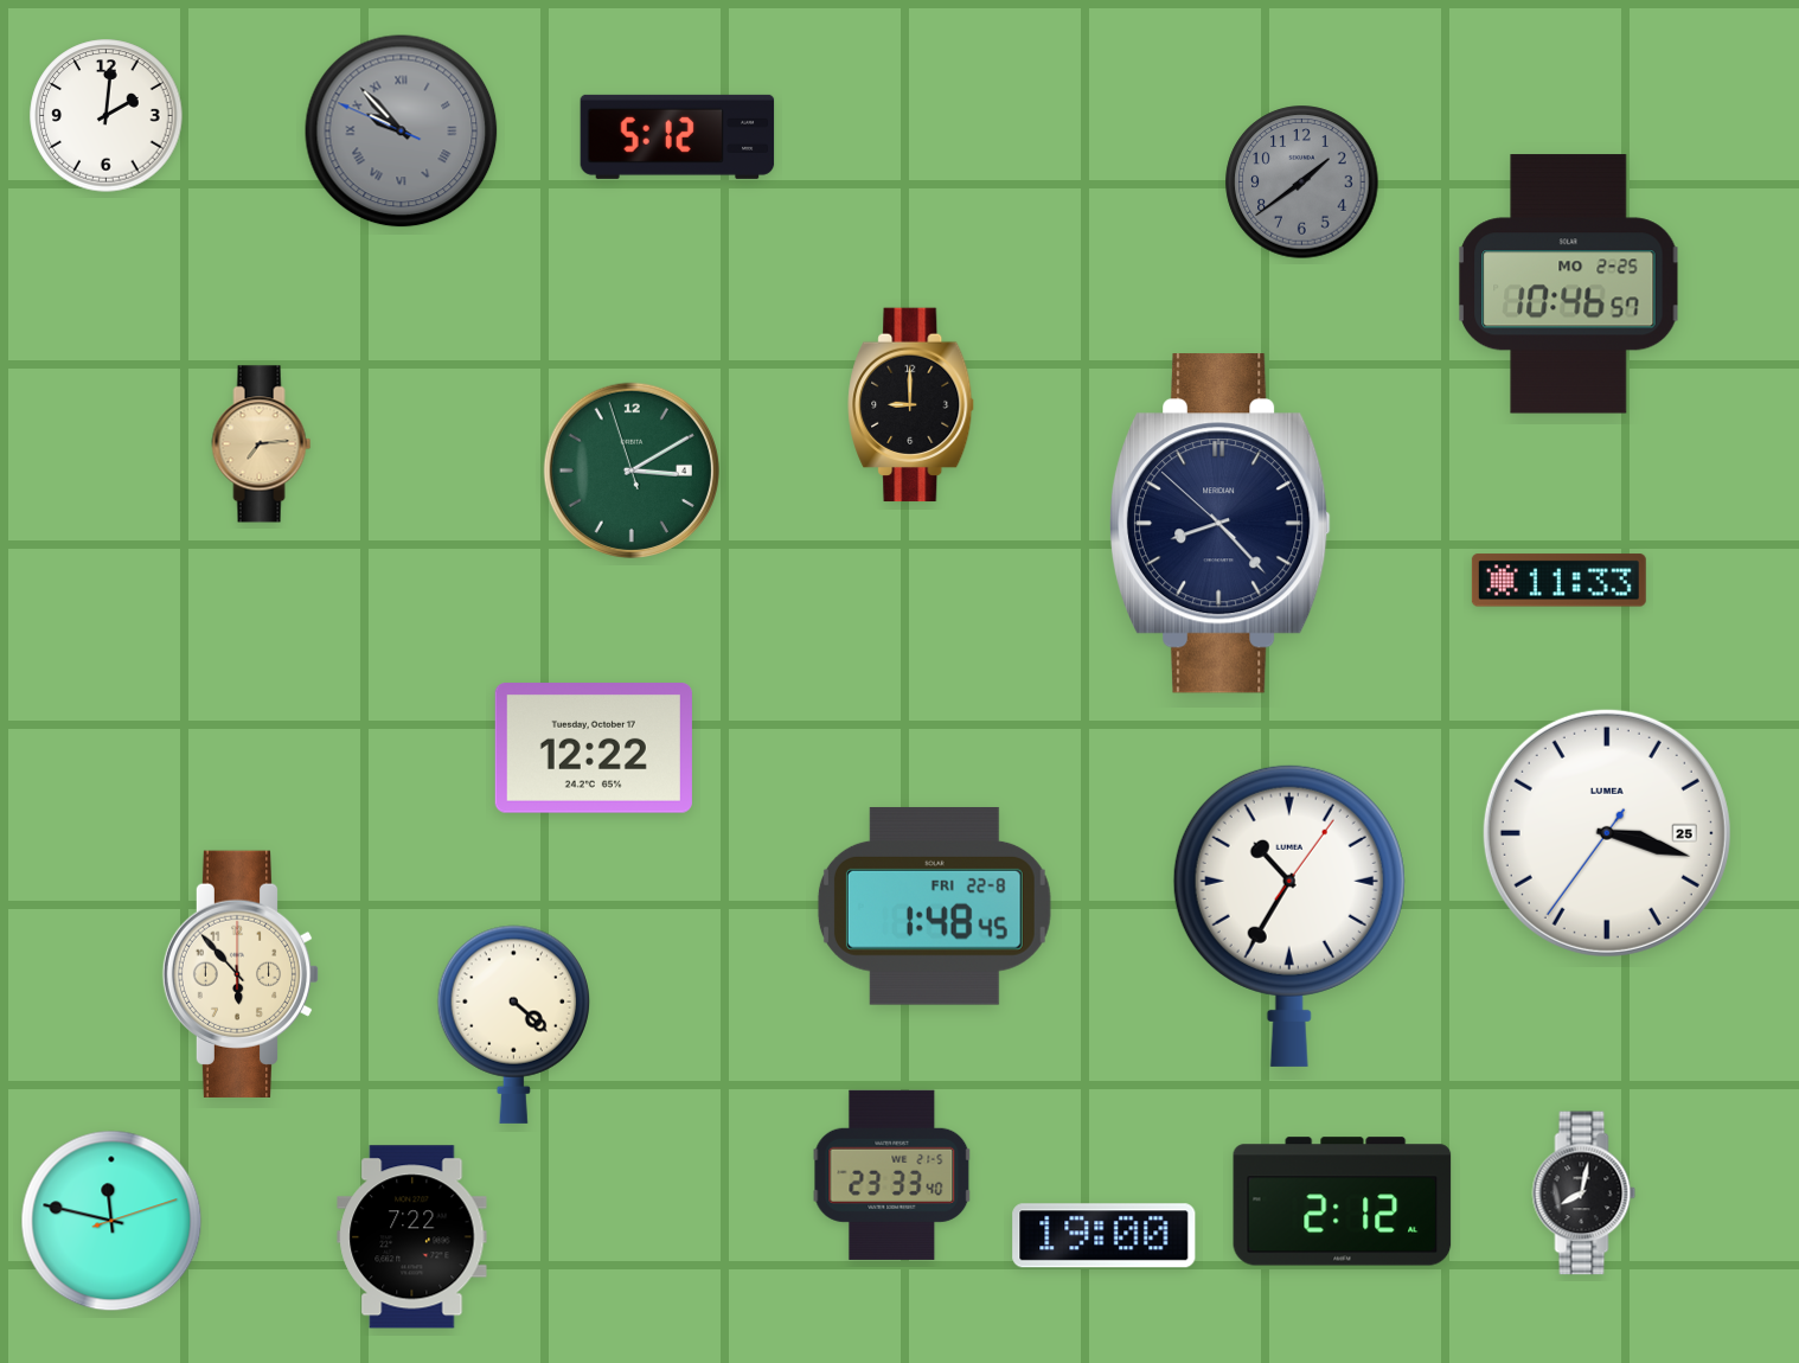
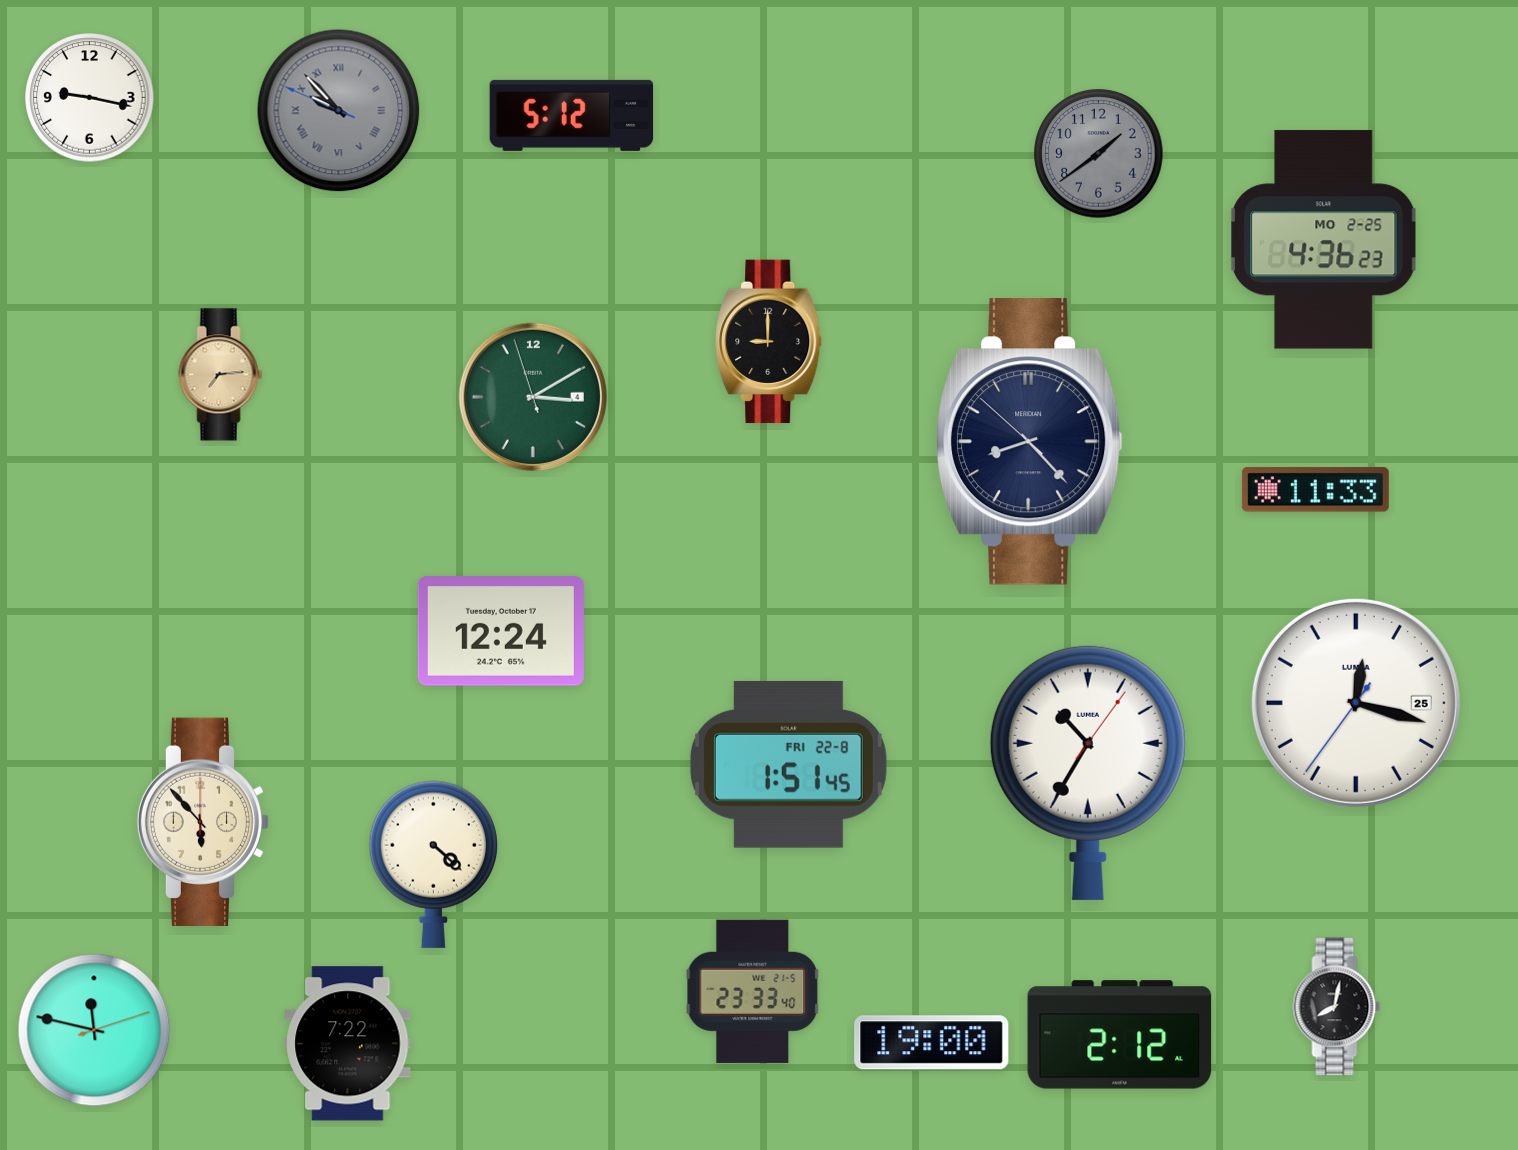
clock at (107, 116): 2:01 -> 9:17
clock at (1569, 284): 10:46 -> 4:36
clock at (594, 748): 12:22 -> 12:24
clock at (1607, 833): 3:17 -> 12:17
clock at (934, 906): 1:48 -> 1:51
clock at (1343, 1202) position: (1343, 1202) -> (1120, 1035)
